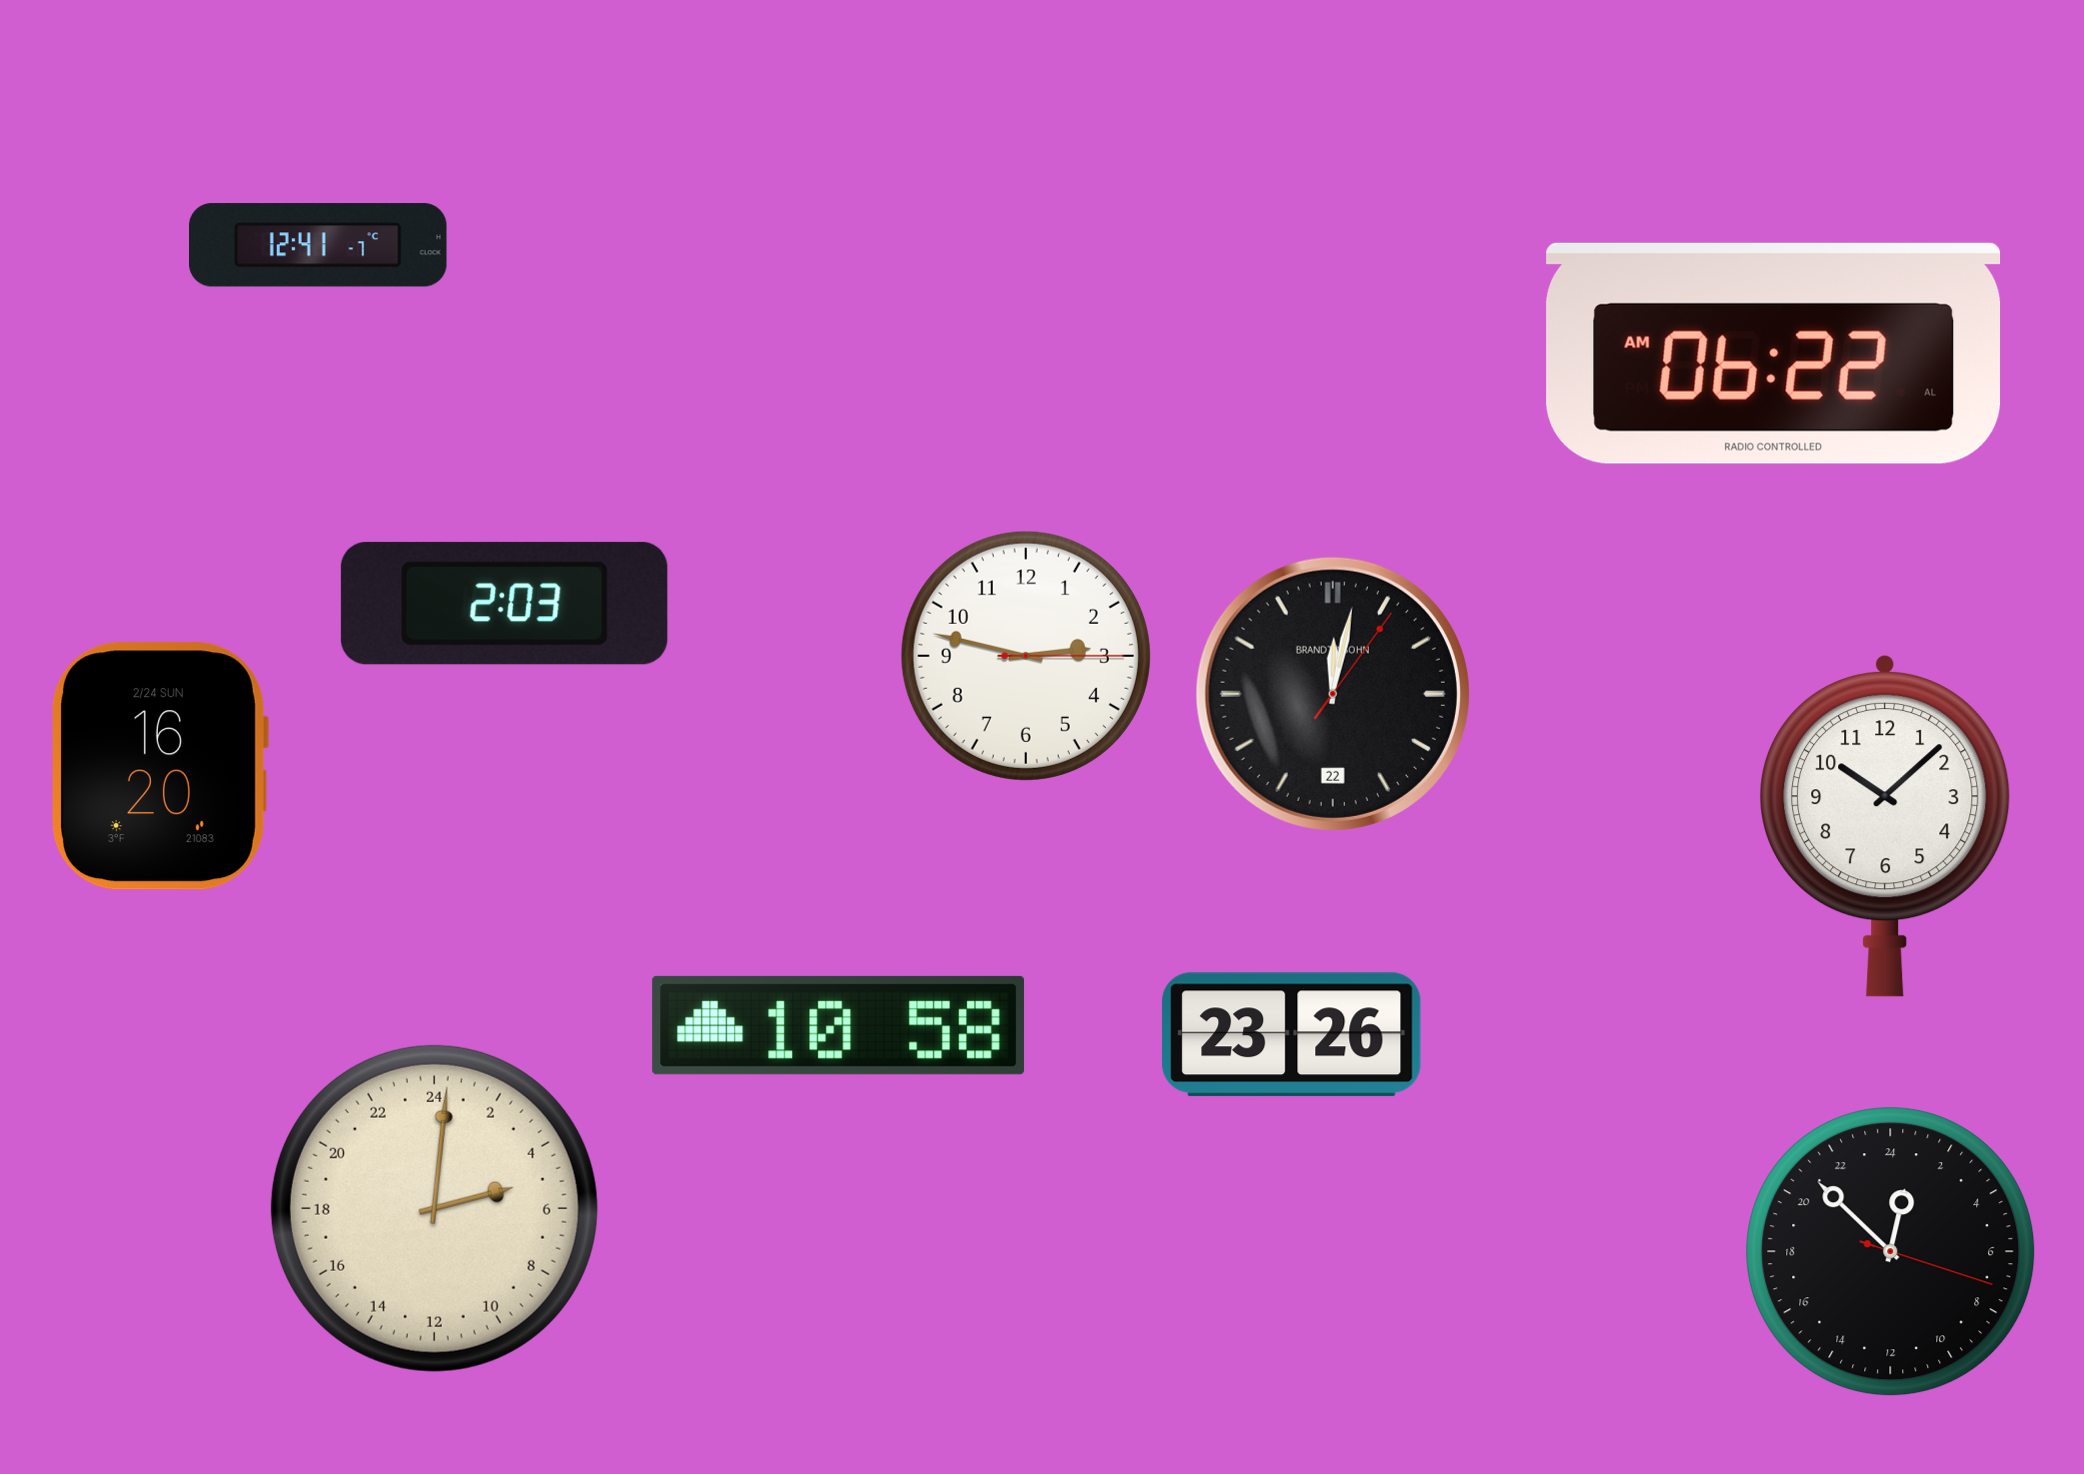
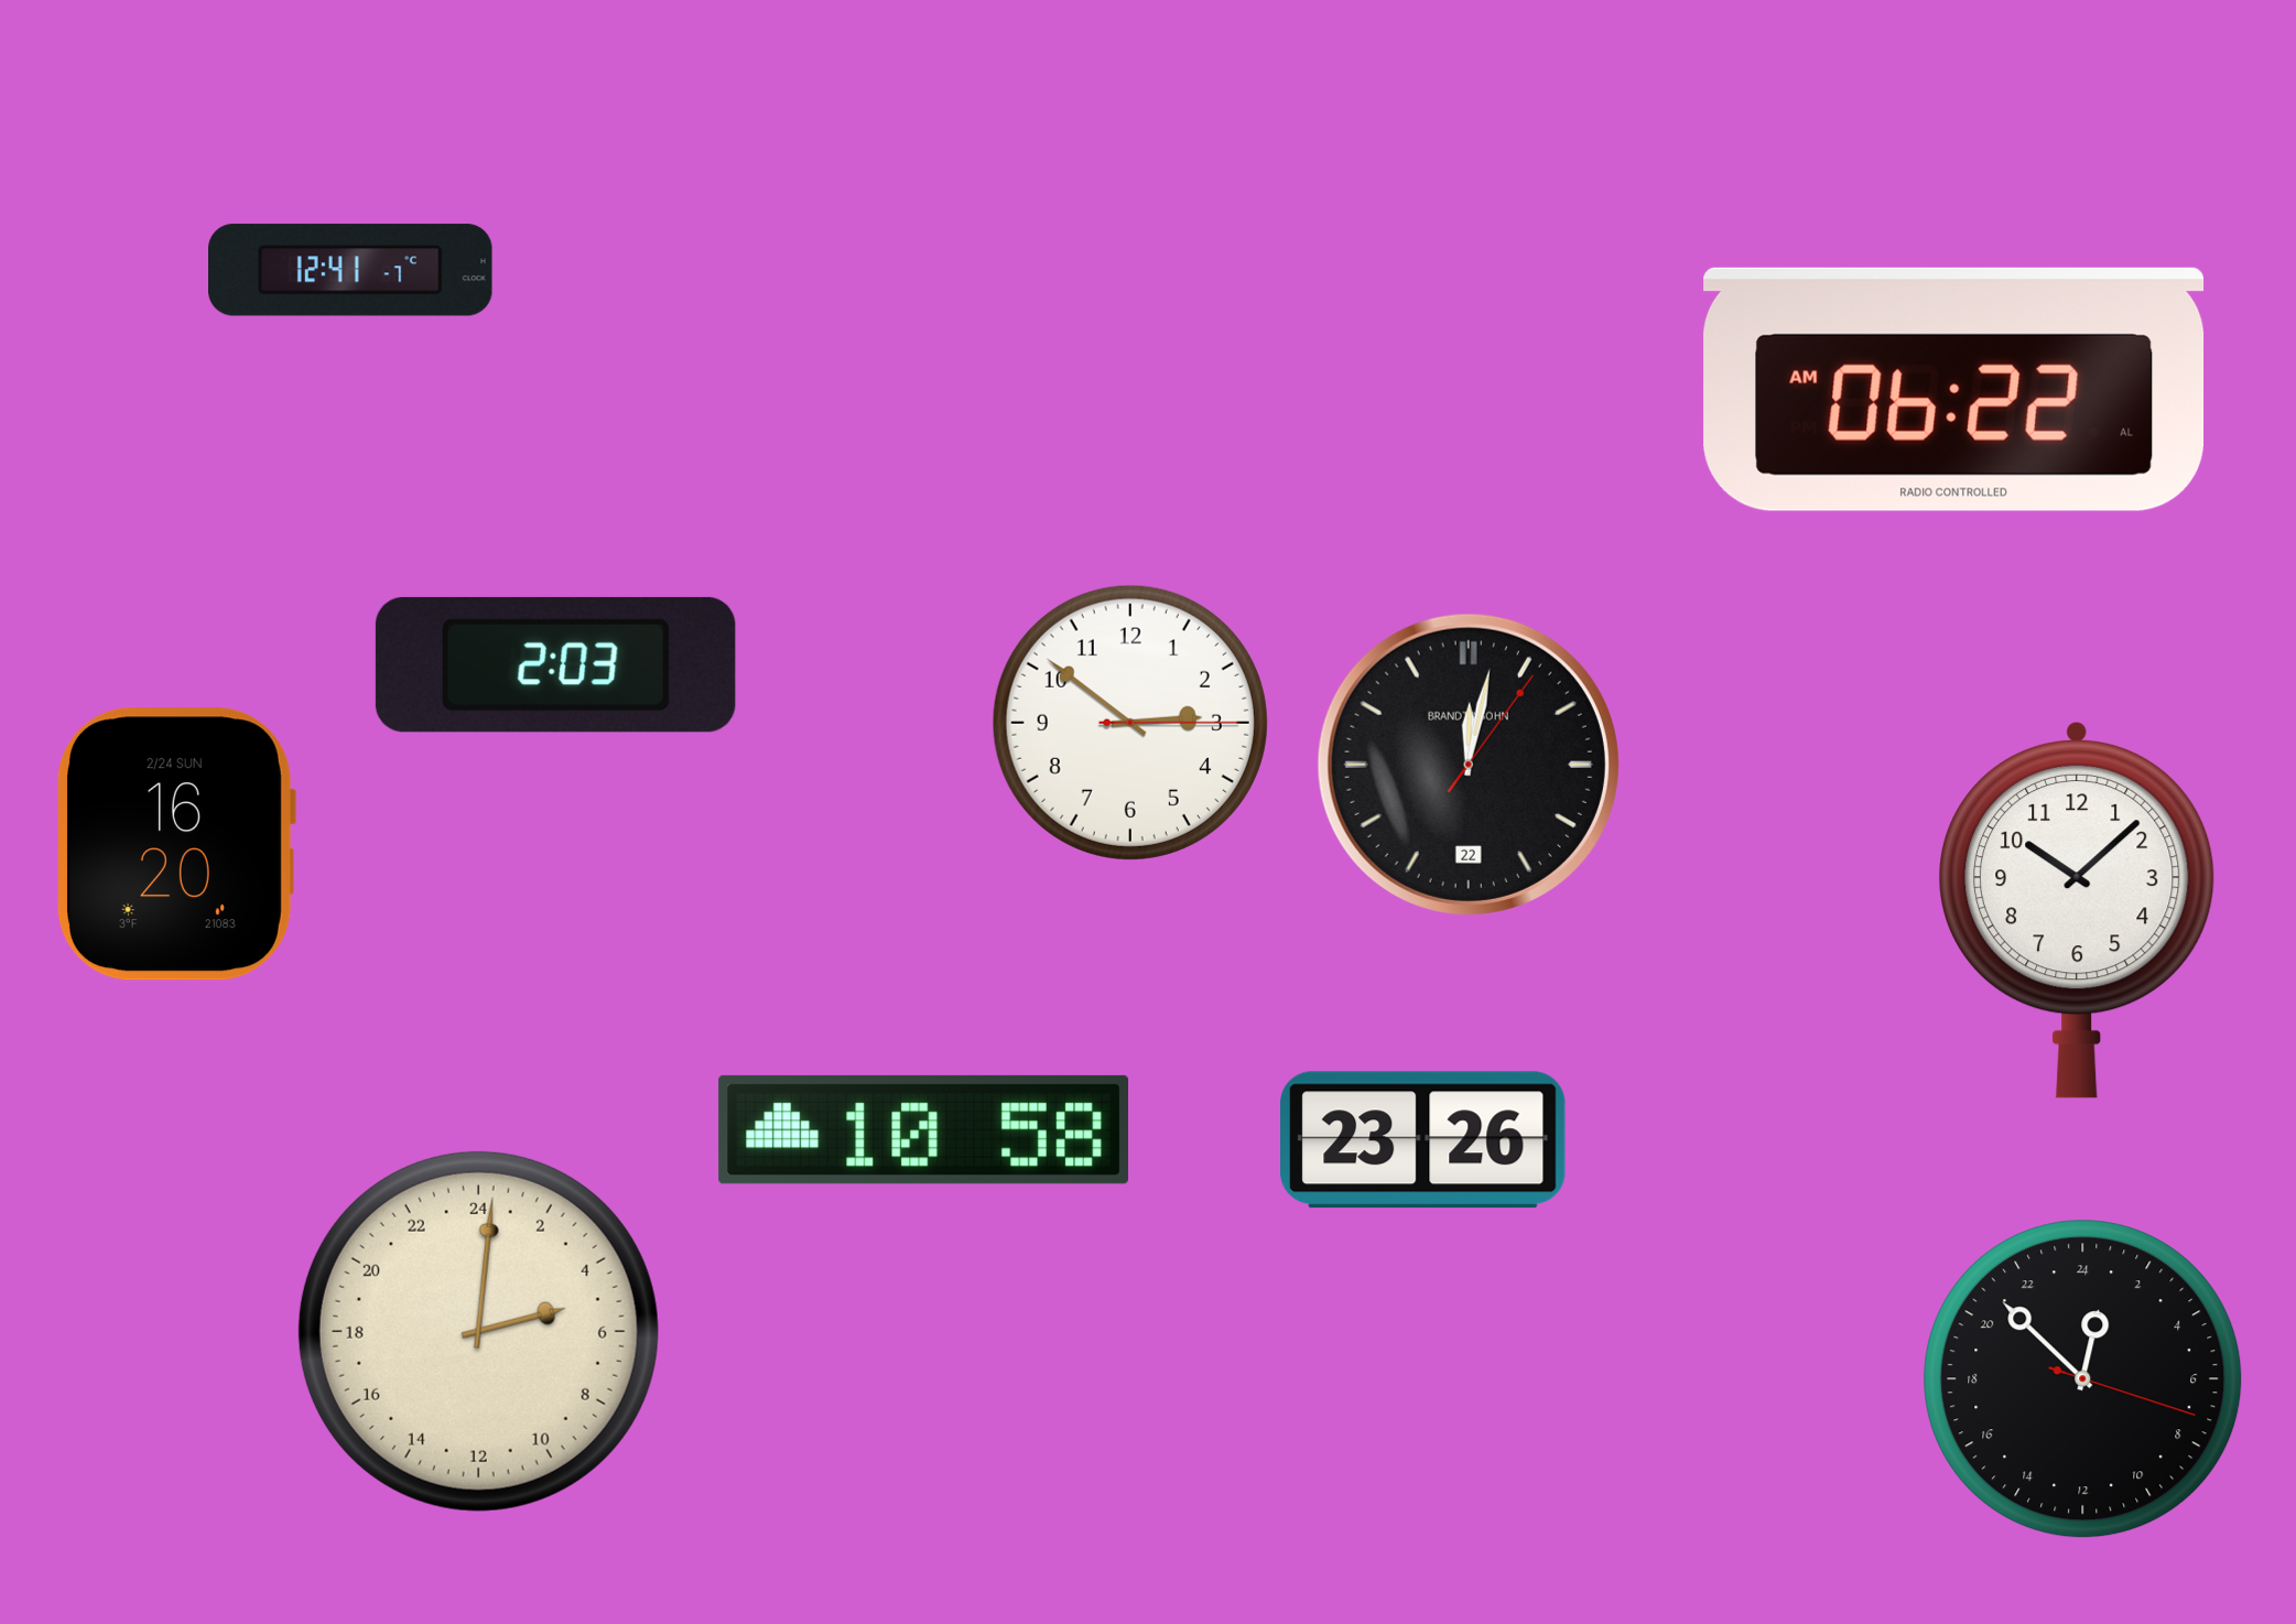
clock at (1026, 656): 2:47 -> 2:51
